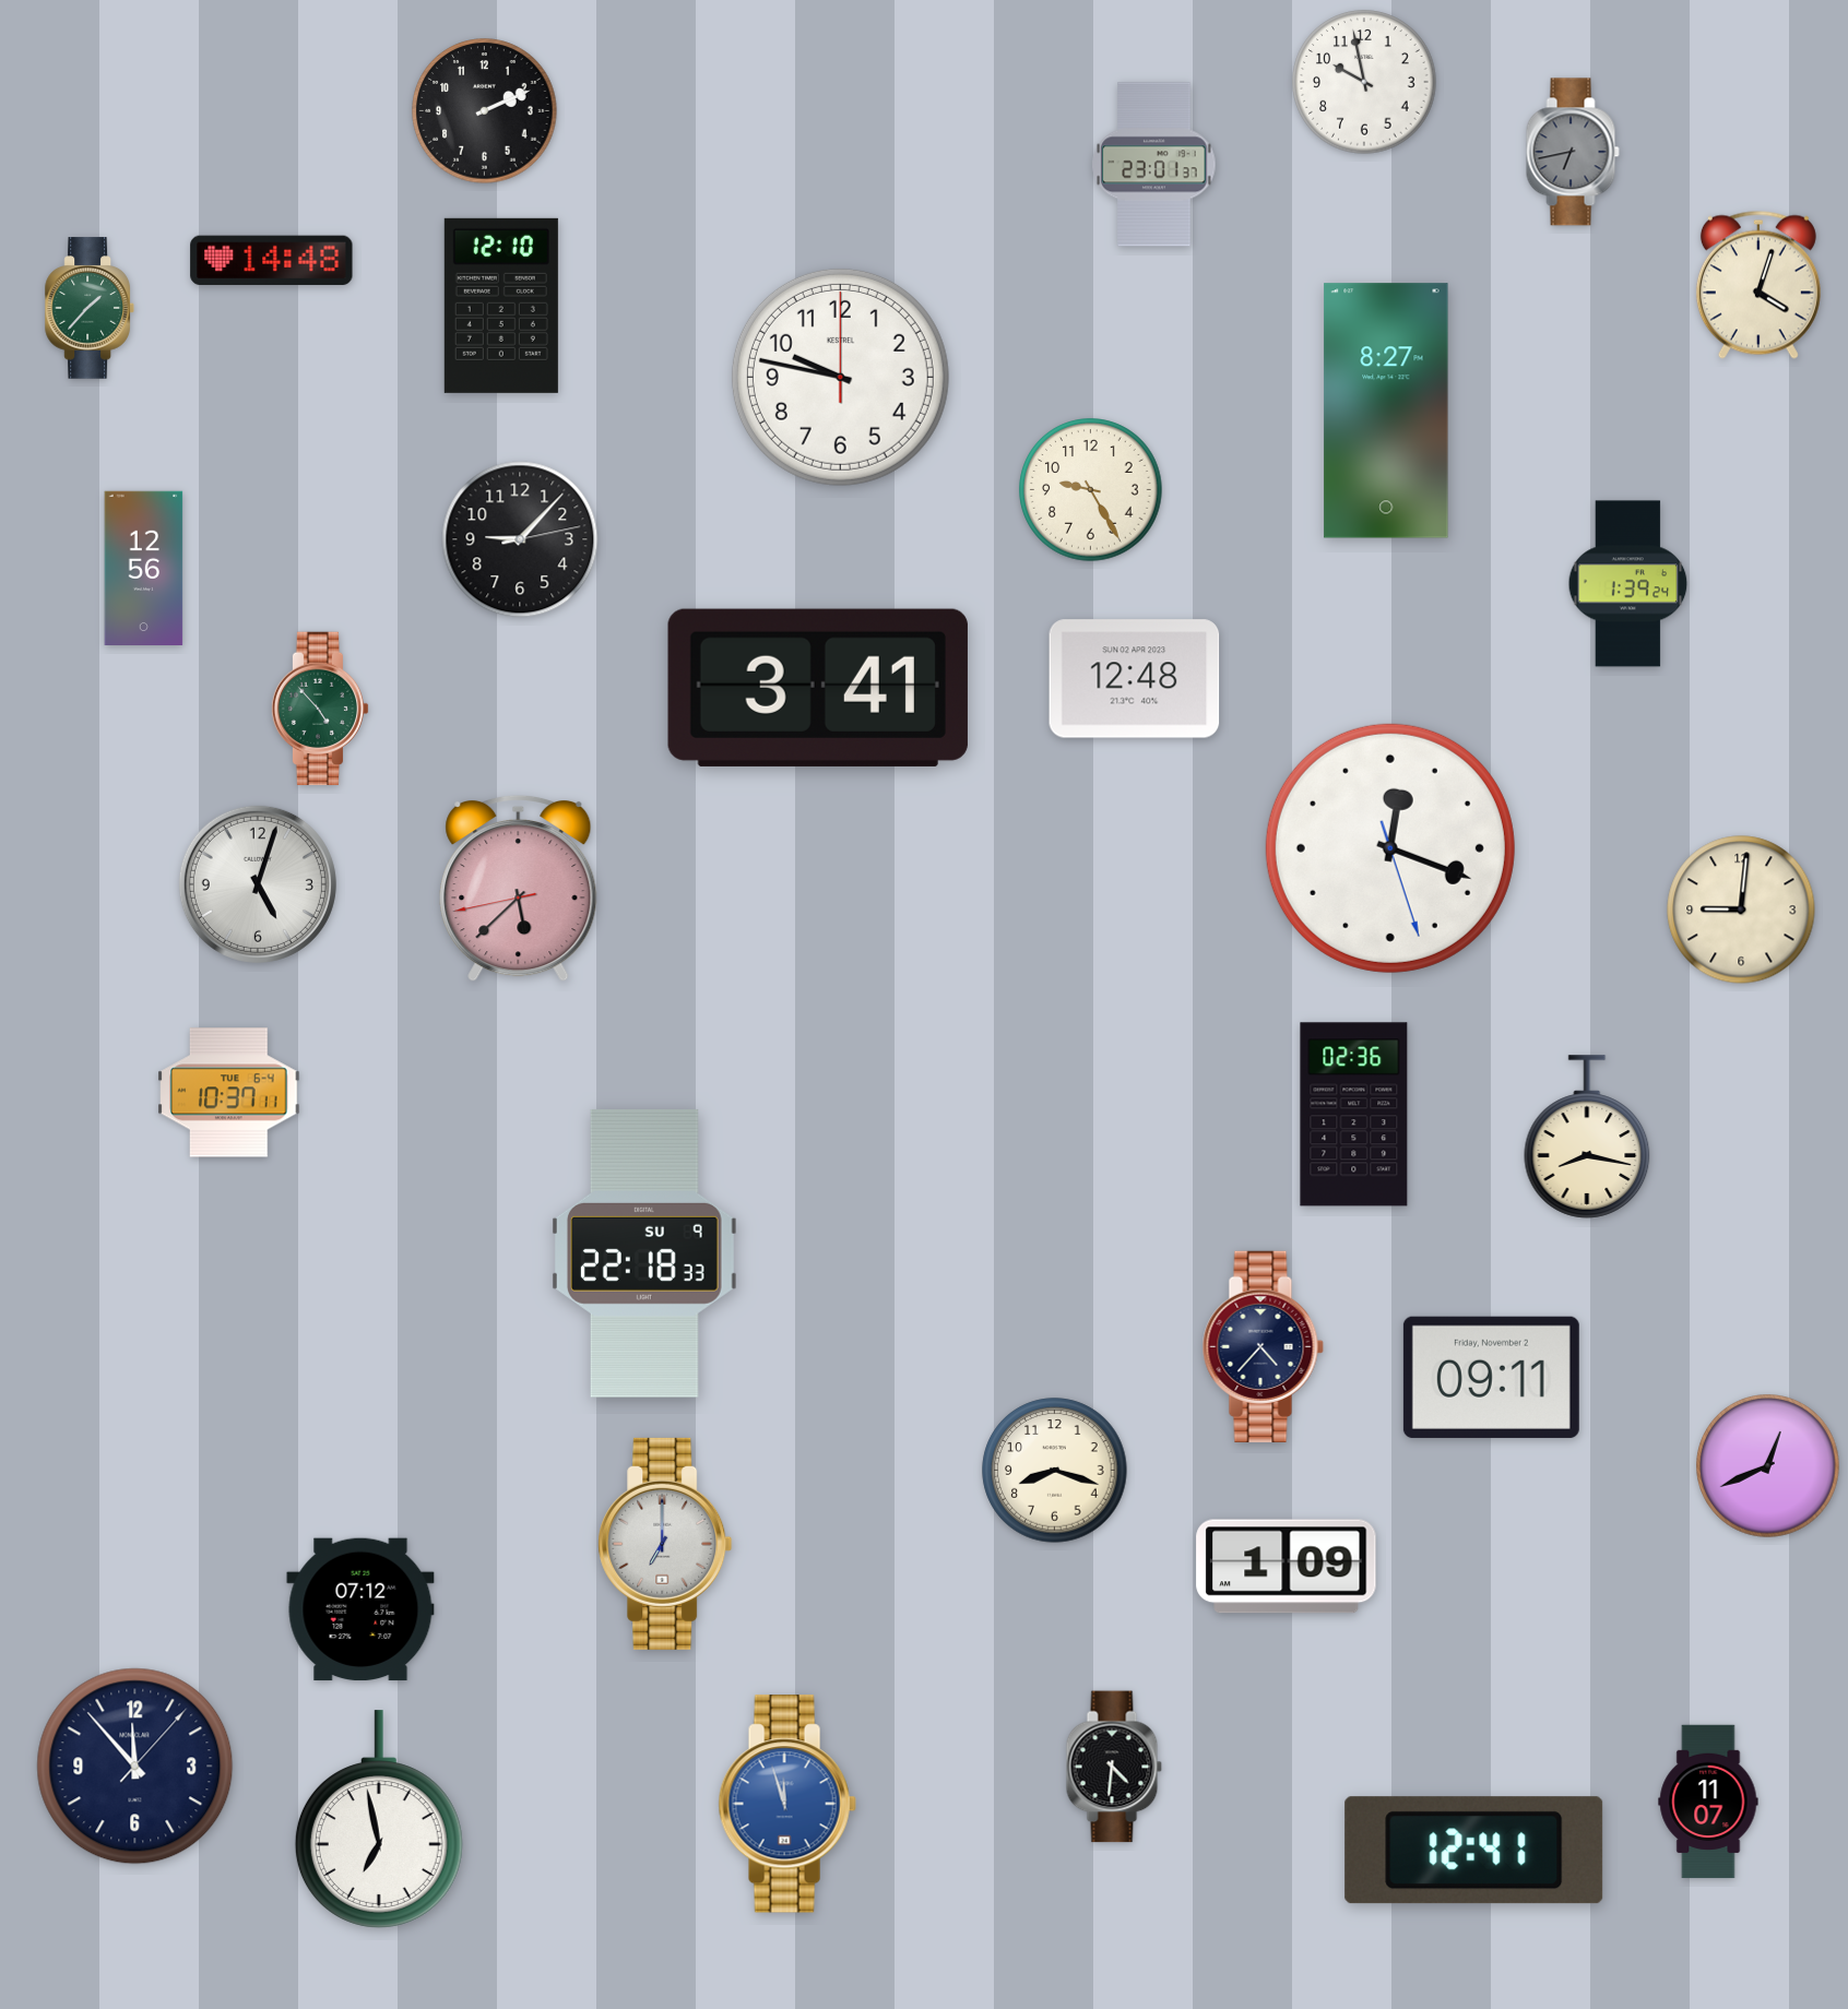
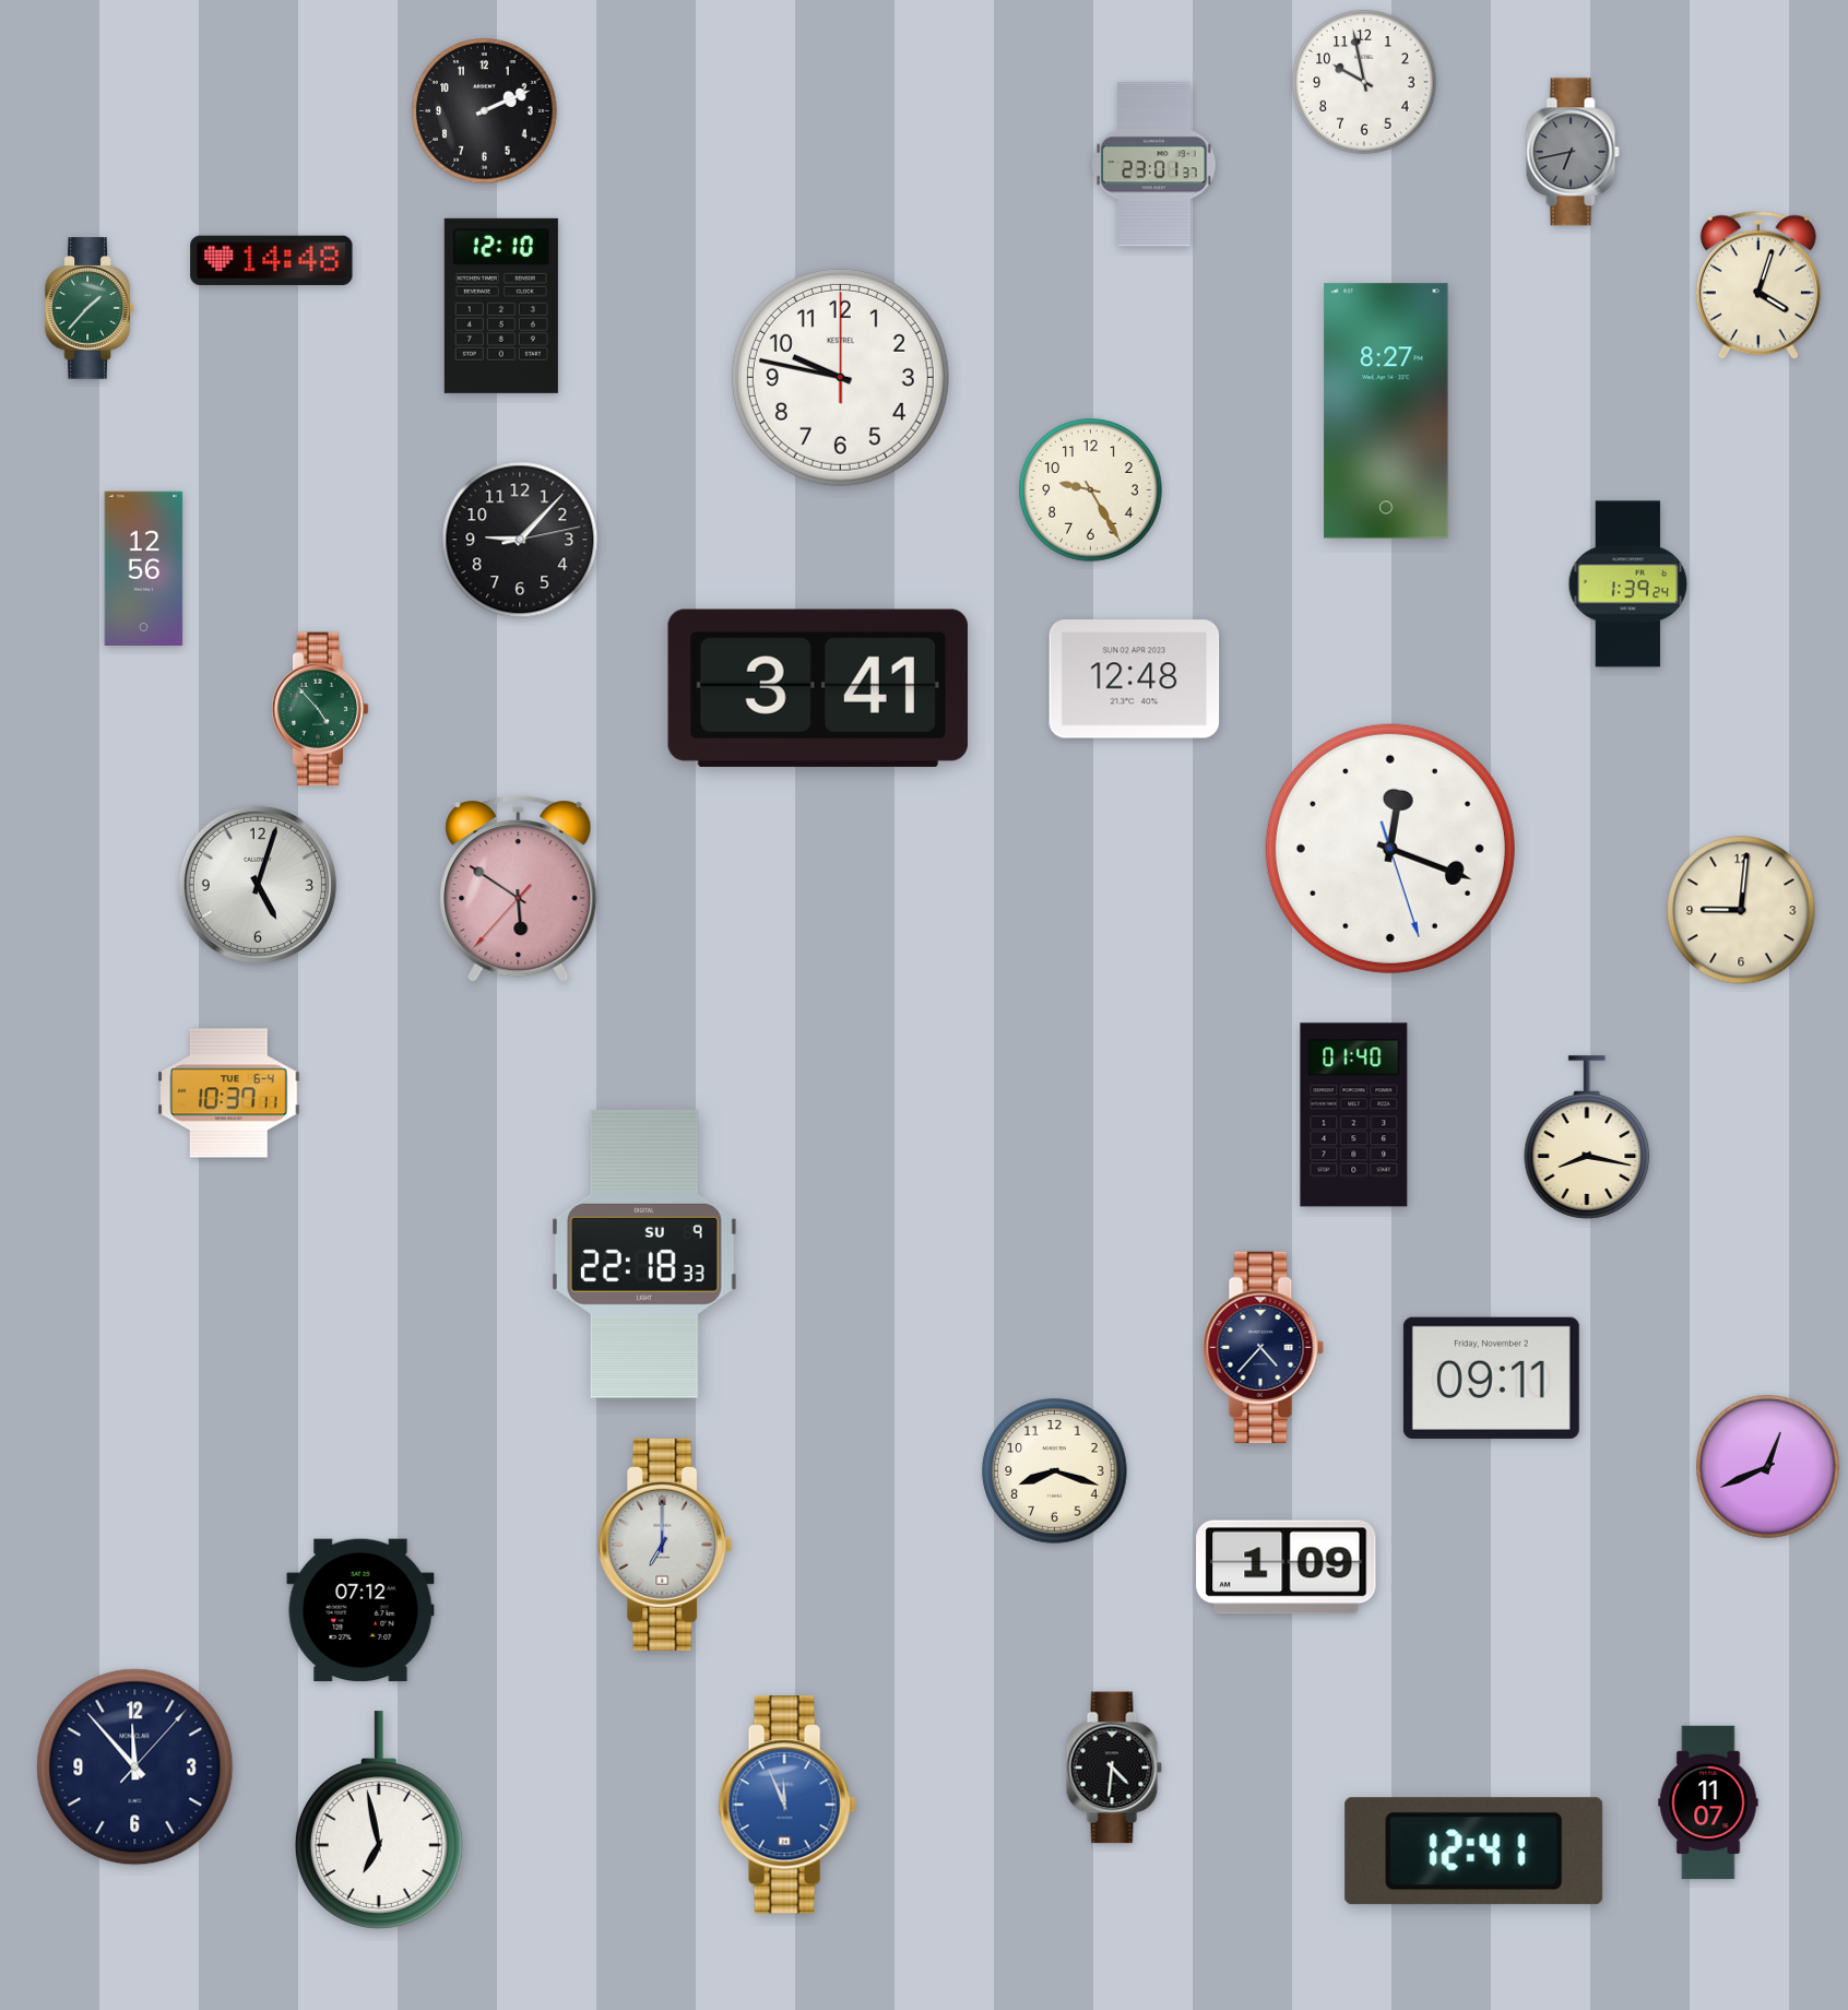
clock at (519, 889): 5:37 -> 5:50
clock at (1354, 1115): 02:36 -> 01:40
clock at (787, 1804): 11:57 -> 11:56
